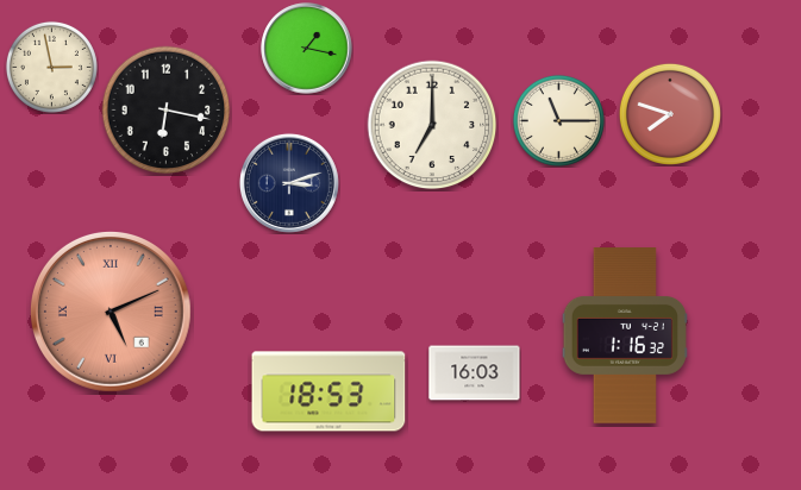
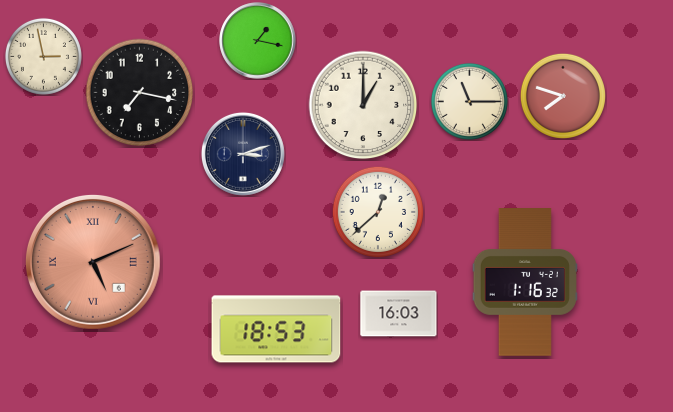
clock at (167, 111): 6:17 -> 7:17
clock at (432, 125): 7:00 -> 1:00
clock at (377, 211): none -> 12:38
